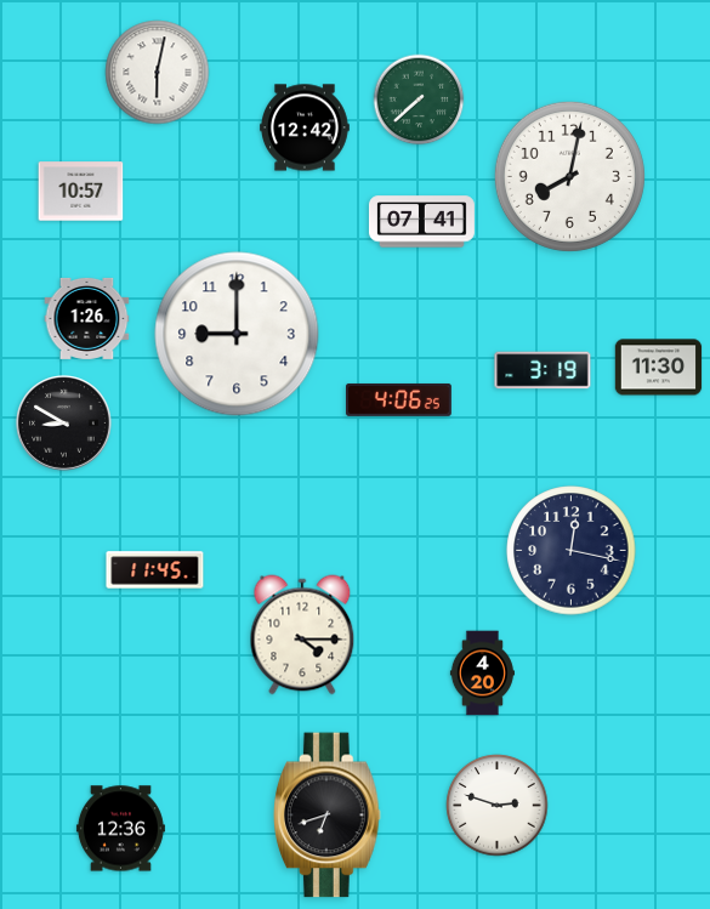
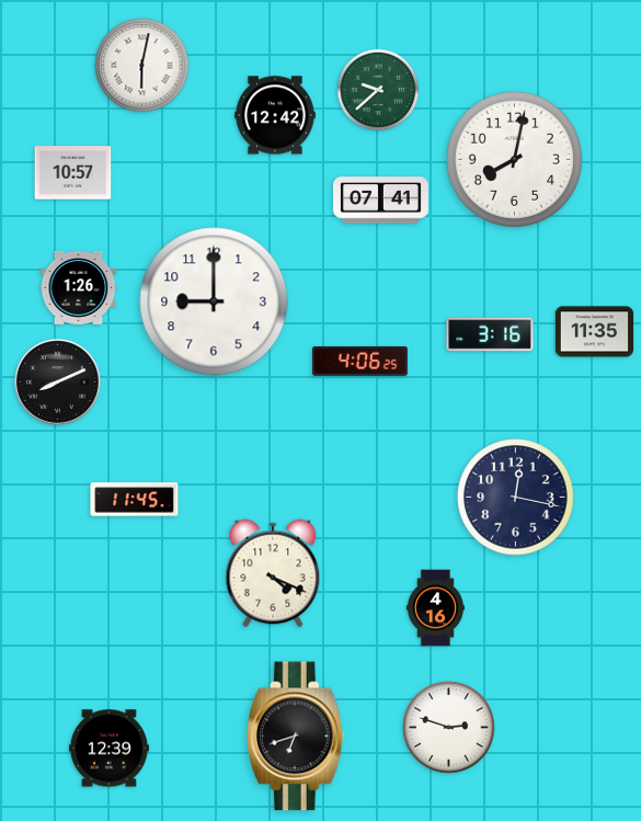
clock at (419, 100): 7:38 -> 9:38
clock at (659, 368): 11:30 -> 11:35
clock at (543, 370): 3:19 -> 3:16
clock at (64, 424): 8:50 -> 8:11
clock at (155, 570) position: (155, 570) -> (135, 500)
clock at (302, 635): 4:15 -> 4:19
clock at (482, 674): 4:20 -> 4:16
clock at (120, 829): 12:36 -> 12:39
